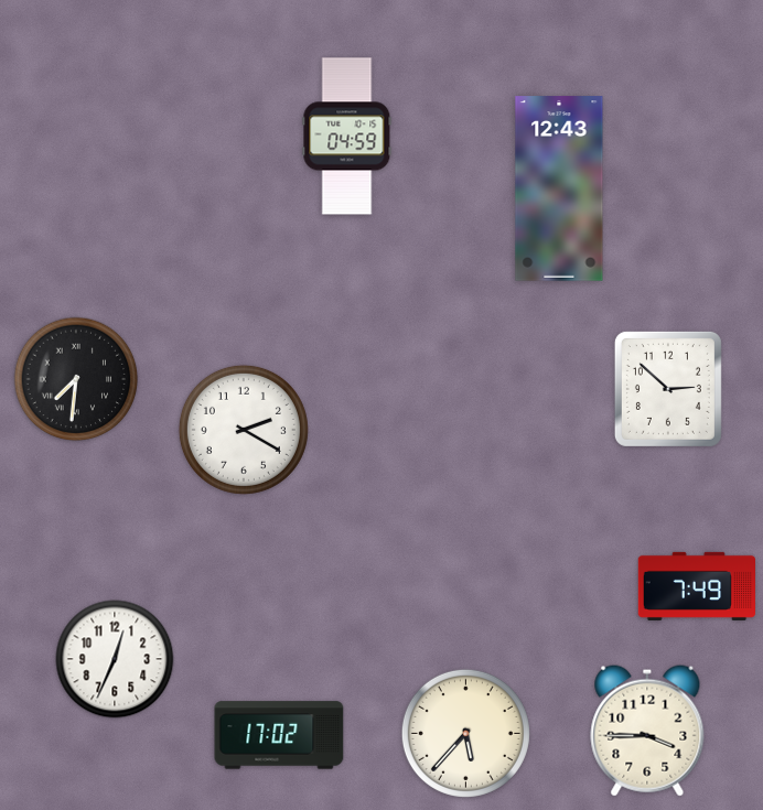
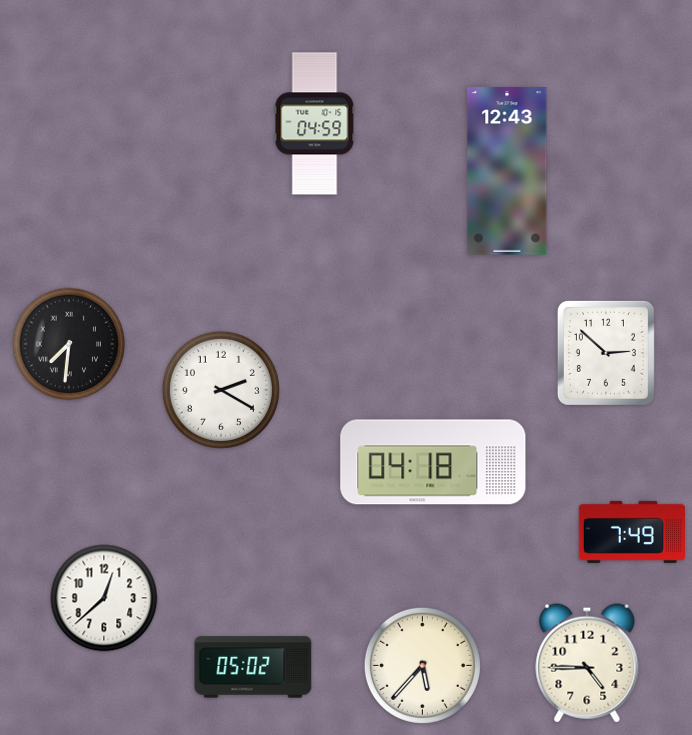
clock at (433, 462): none -> 04:18
clock at (115, 659): 12:34 -> 12:38
clock at (647, 731): 3:45 -> 4:45
clock at (279, 735): 17:02 -> 05:02
